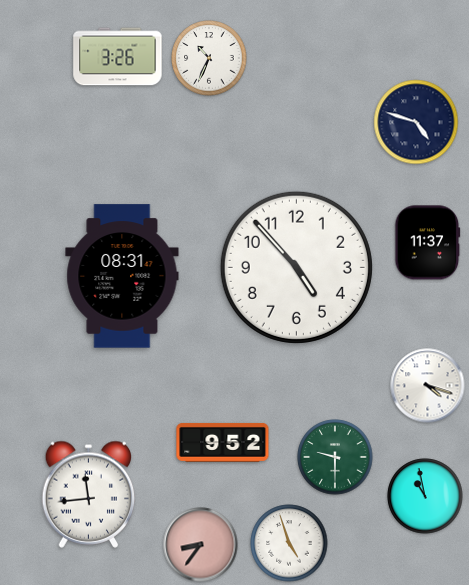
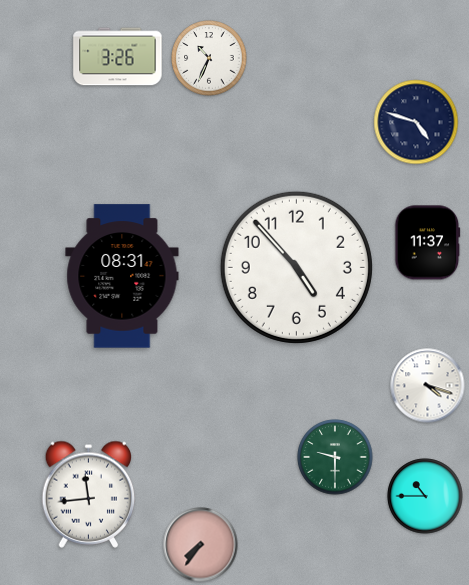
clock at (223, 442): 9:52 -> none
clock at (425, 496): 10:58 -> 10:45
clock at (289, 543): 4:57 -> none
clock at (201, 545): 8:36 -> 7:36
